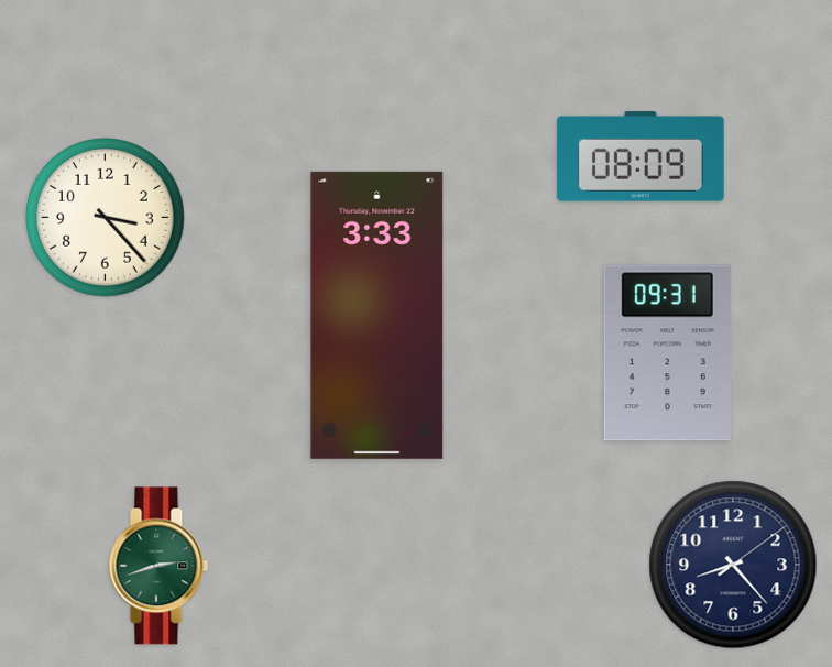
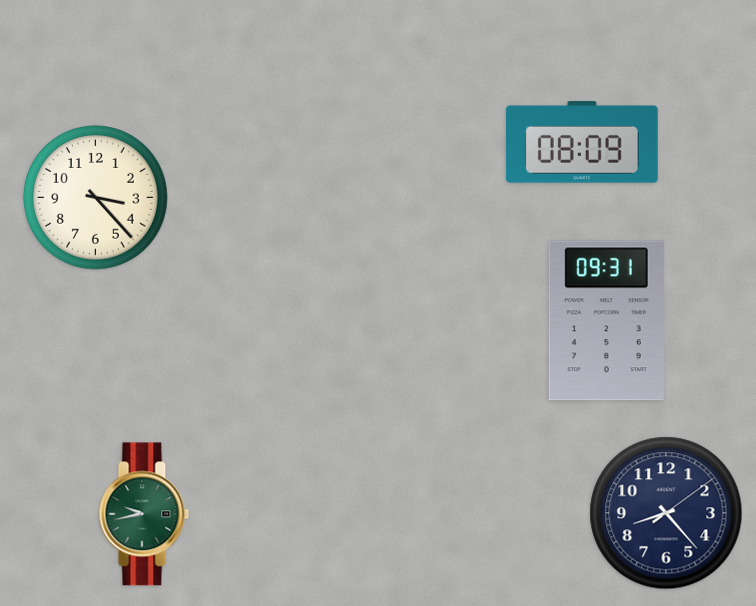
clock at (377, 315): 3:33 -> none
clock at (158, 566): 2:42 -> 9:43
